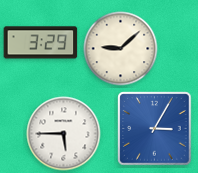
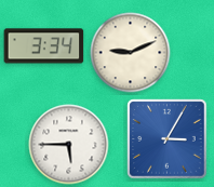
clock at (41, 43): 3:29 -> 3:34
clock at (121, 49): 9:08 -> 9:11
